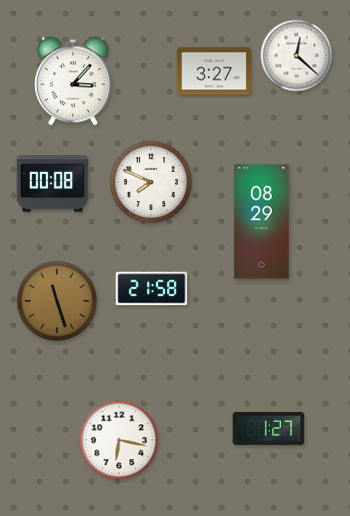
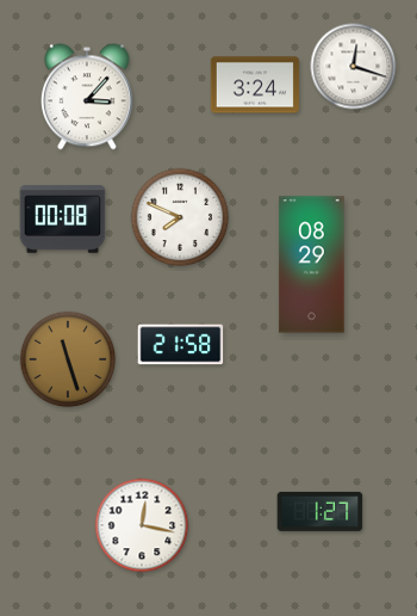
clock at (297, 56): 12:22 -> 12:18
clock at (214, 71): 3:27 -> 3:24
clock at (119, 440): 6:17 -> 12:17
